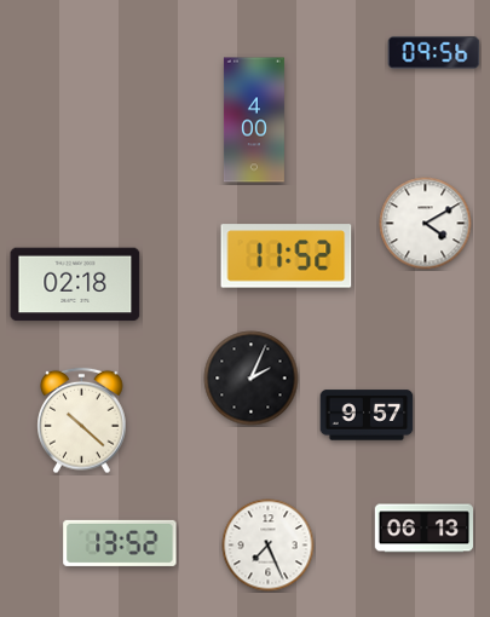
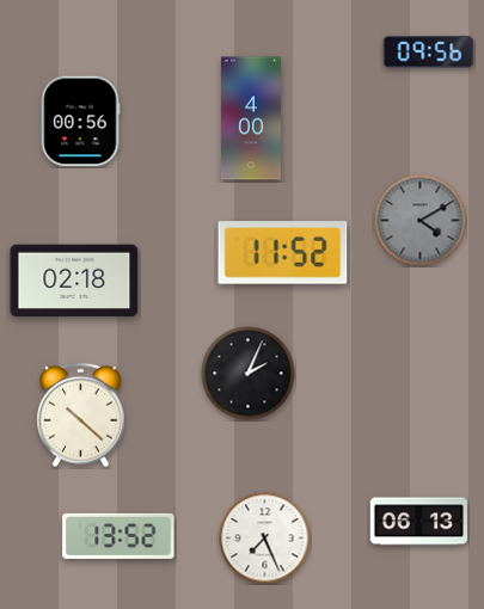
clock at (80, 122): none -> 00:56
clock at (426, 224) dial: white -> grey
clock at (367, 415): 9:57 -> none
